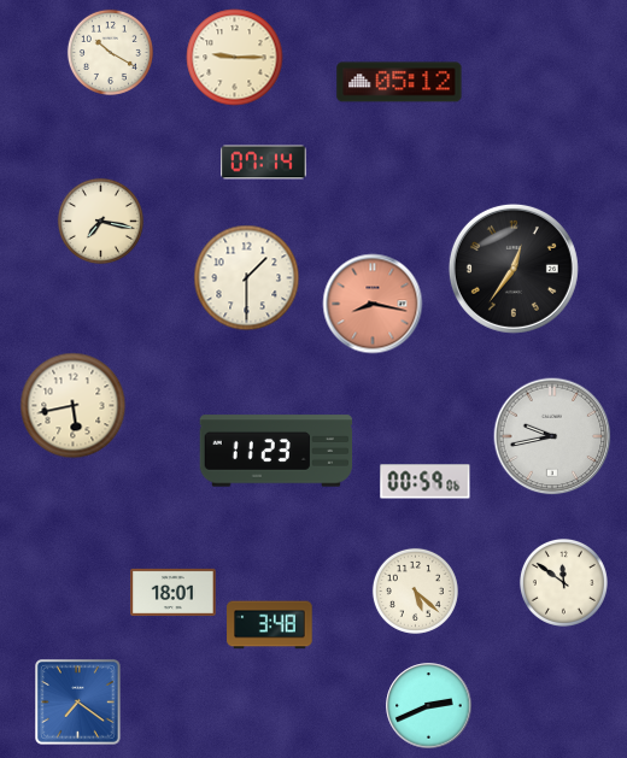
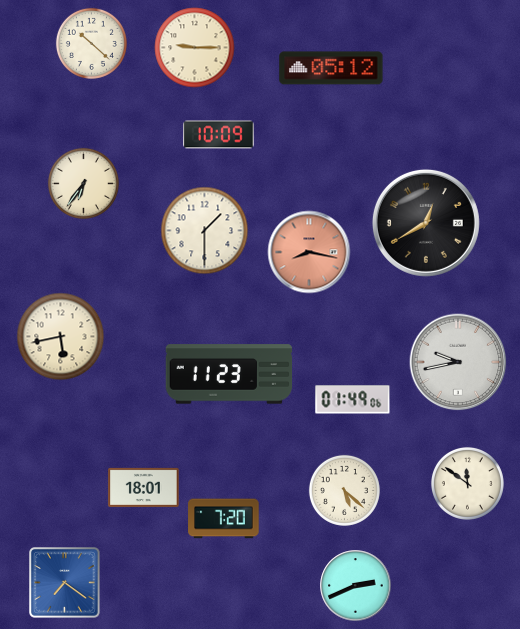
clock at (110, 52): 10:20 -> 10:22
clock at (264, 163): 07:14 -> 10:09
clock at (100, 221): 7:17 -> 6:36
clock at (514, 269): 12:36 -> 12:40
clock at (426, 482): 00:59 -> 01:49
clock at (174, 592) position: (174, 592) -> (144, 487)
clock at (270, 625): 3:48 -> 7:20
